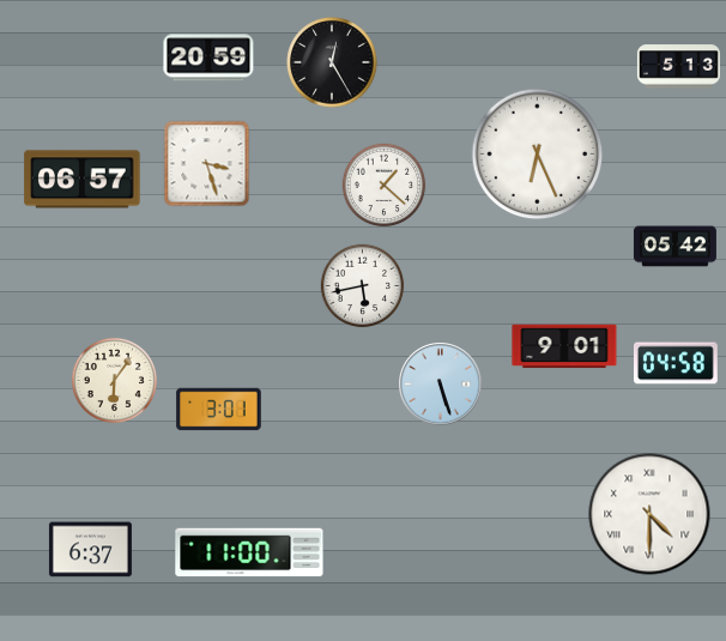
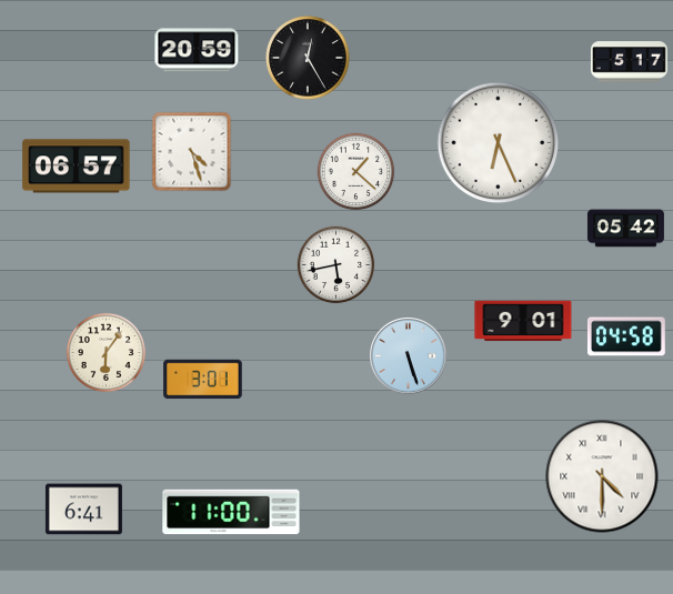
clock at (208, 58) position: (208, 58) -> (197, 50)
clock at (678, 67): 5:13 -> 5:17
clock at (207, 164): 3:27 -> 4:27
clock at (90, 550): 6:37 -> 6:41
